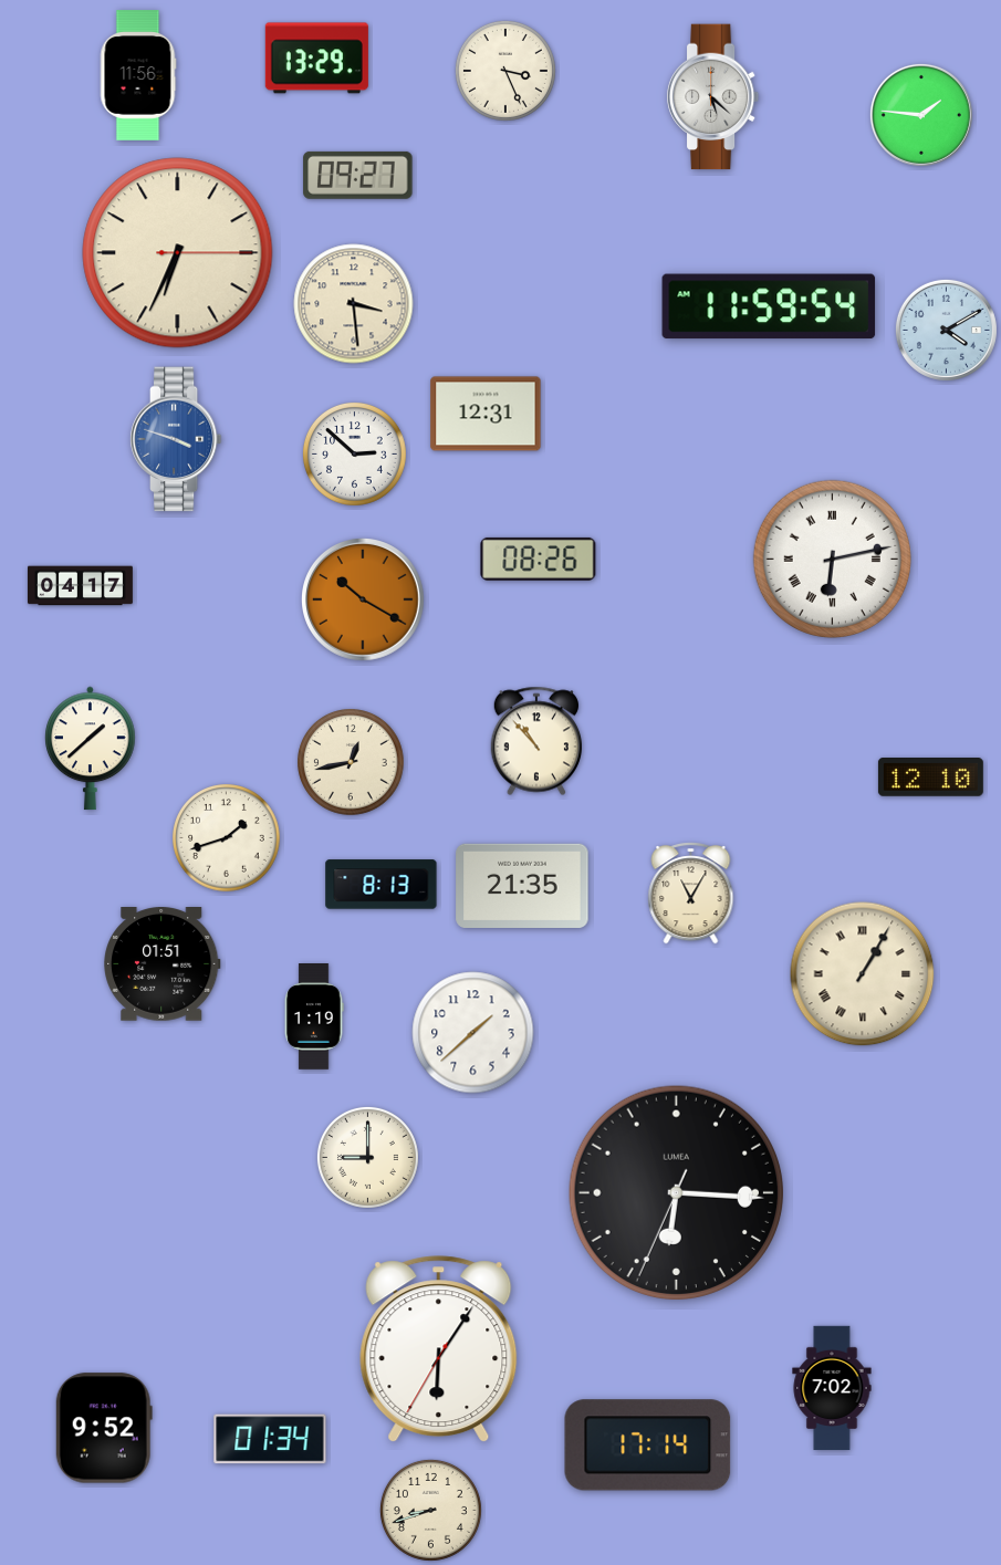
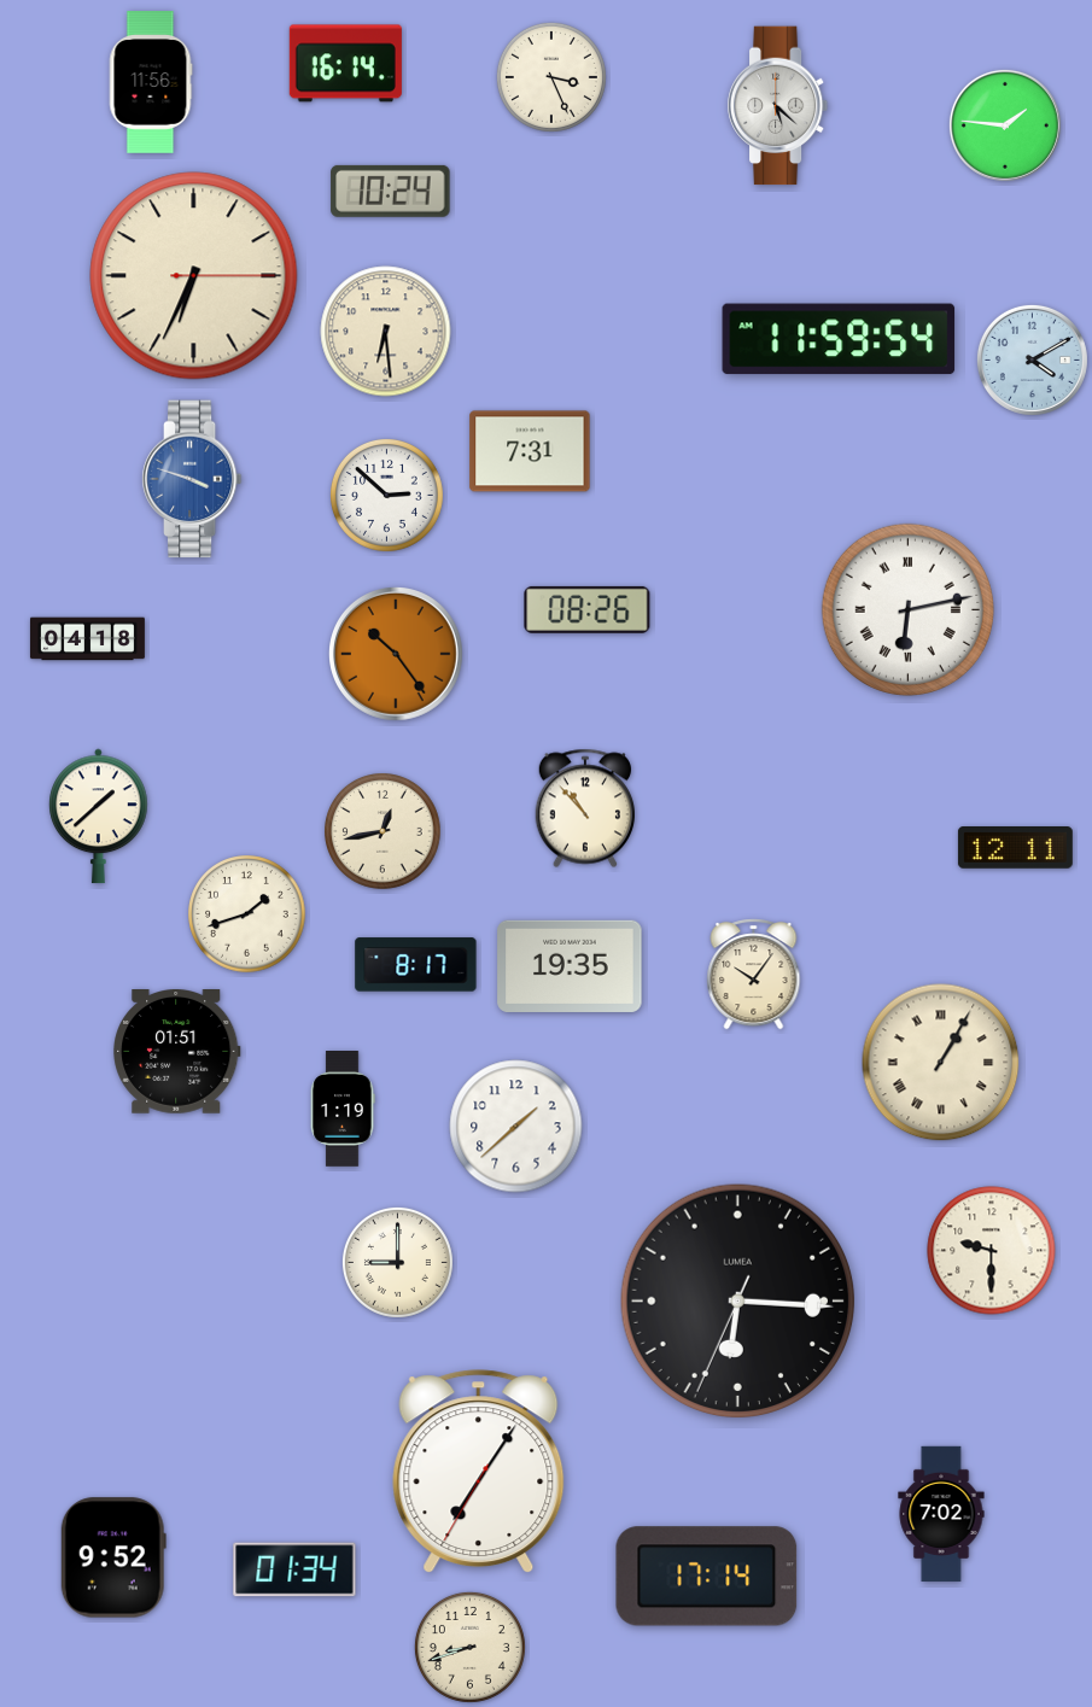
clock at (316, 59): 13:29 -> 16:14
clock at (358, 175): 09:27 -> 10:24
clock at (354, 304): 3:29 -> 6:29
clock at (769, 306) position: (769, 306) -> (839, 339)
clock at (486, 414): 12:31 -> 7:31
clock at (80, 586): 04:17 -> 04:18
clock at (364, 601): 10:20 -> 10:24
clock at (930, 778): 12:10 -> 12:11
clock at (382, 885): 8:13 -> 8:17
clock at (522, 886): 21:35 -> 19:35
clock at (691, 894): 11:05 -> 10:06
clock at (992, 1251): none -> 9:30
clock at (367, 1157) position: (367, 1157) -> (397, 1262)
clock at (439, 1349): 6:05 -> 7:05
clock at (832, 1388) position: (832, 1388) -> (941, 1514)
